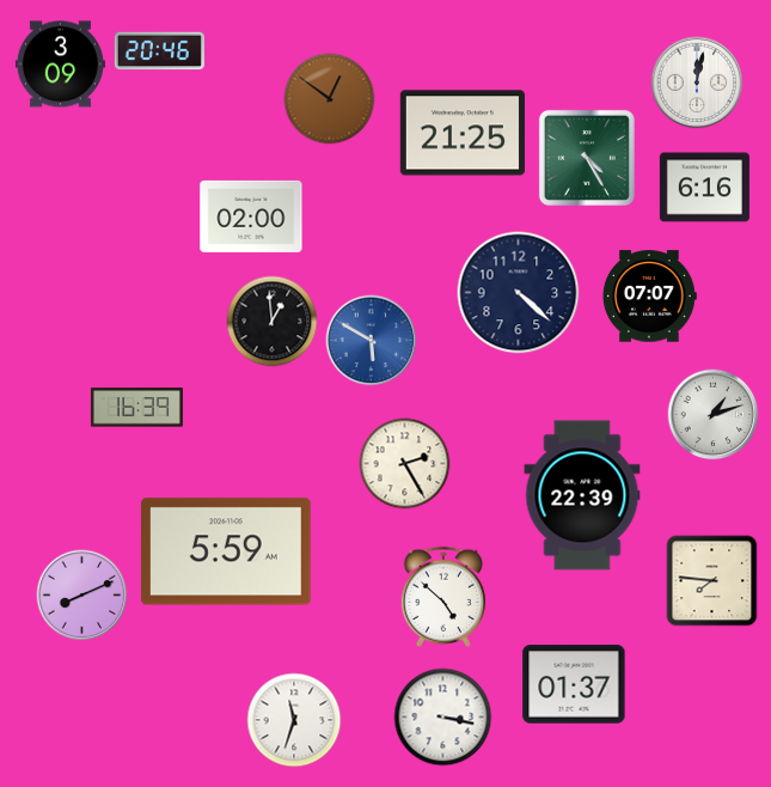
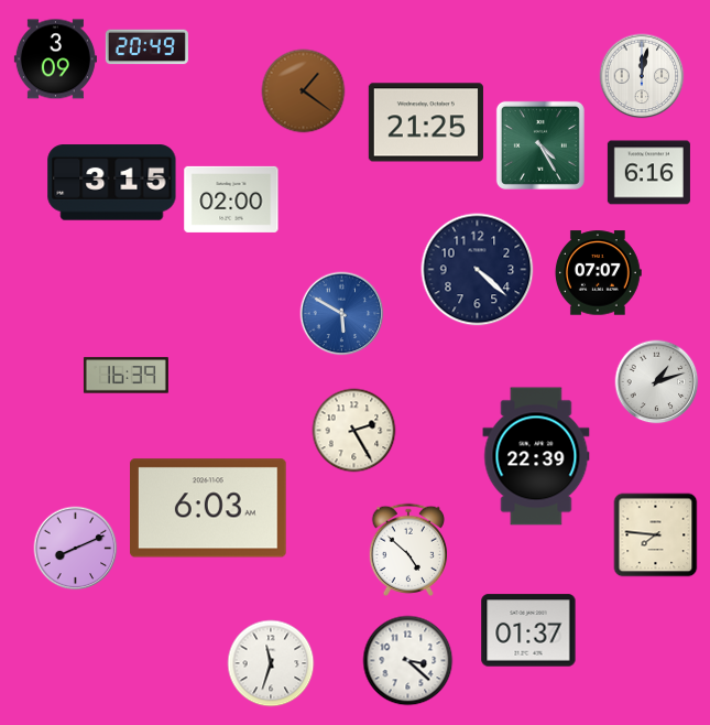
clock at (159, 51): 20:46 -> 20:49
clock at (330, 99): 12:51 -> 1:21
clock at (112, 183): none -> 3:15
clock at (273, 322): 12:59 -> none
clock at (405, 464) position: (405, 464) -> (354, 431)
clock at (227, 551): 5:59 -> 6:03
clock at (443, 718): 3:17 -> 3:22
